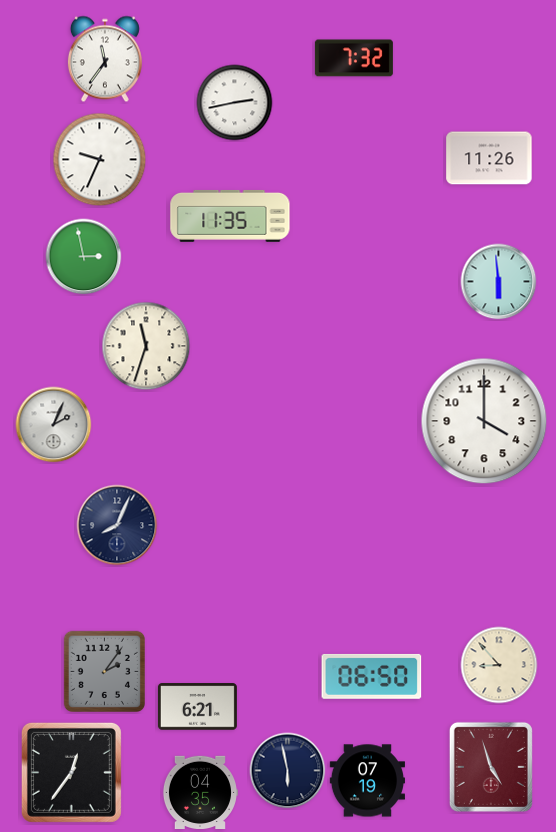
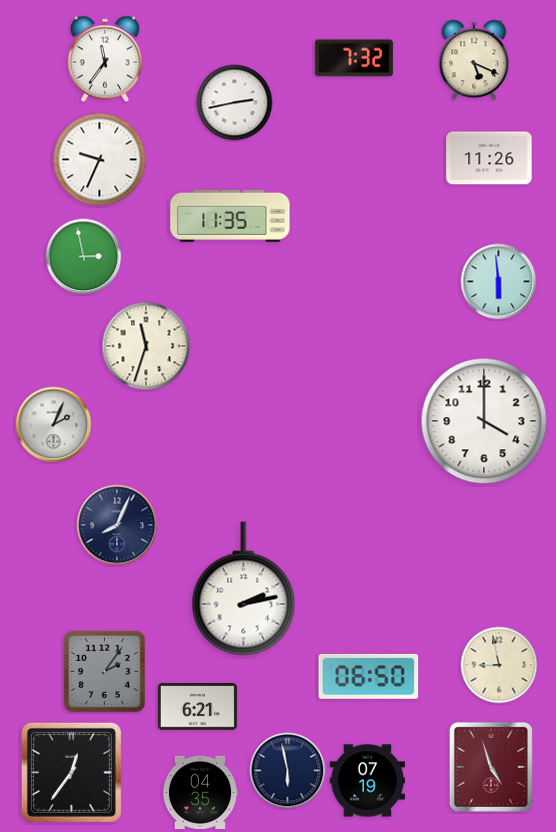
clock at (474, 60): none -> 5:19
clock at (244, 589): none -> 2:13
clock at (499, 665): 8:53 -> 8:58
clock at (372, 676) position: (372, 676) -> (369, 676)
